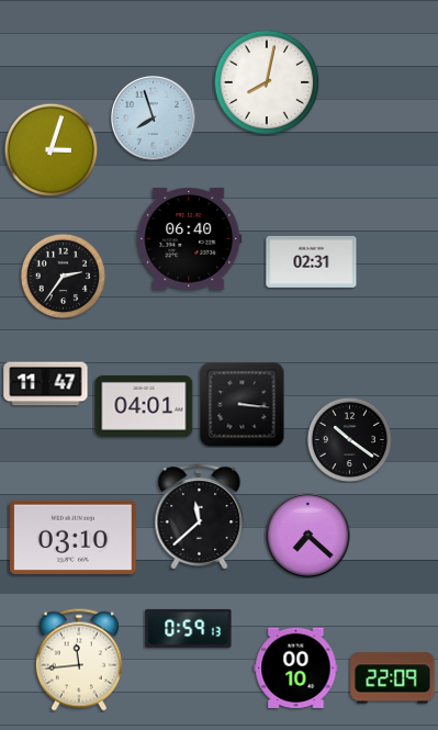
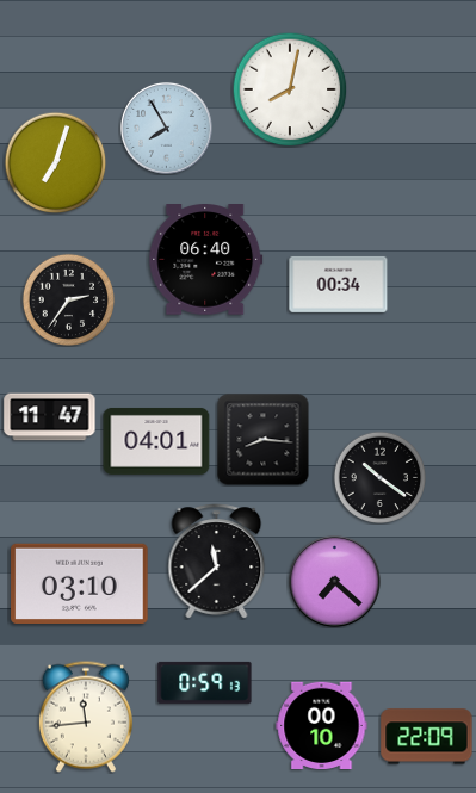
clock at (153, 117): 7:57 -> 7:55
clock at (50, 149): 3:03 -> 7:03
clock at (312, 261): 02:31 -> 00:34
clock at (242, 404): 3:16 -> 8:16
